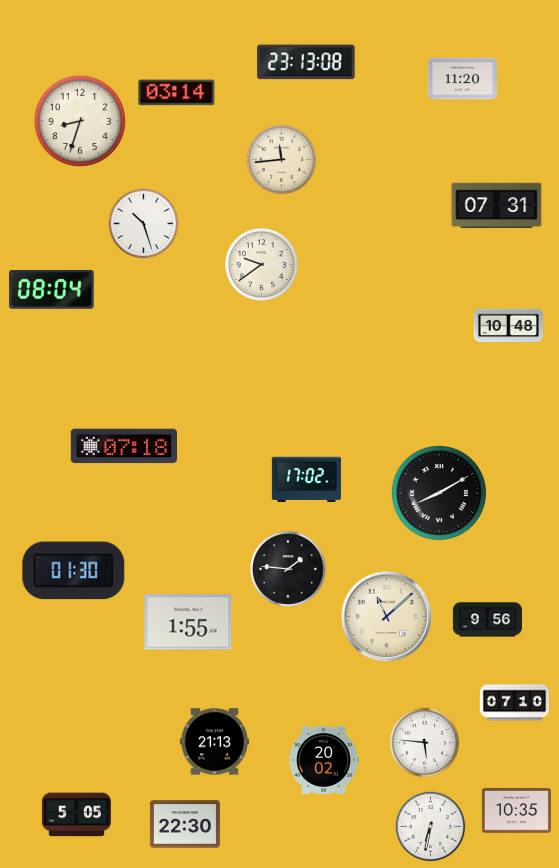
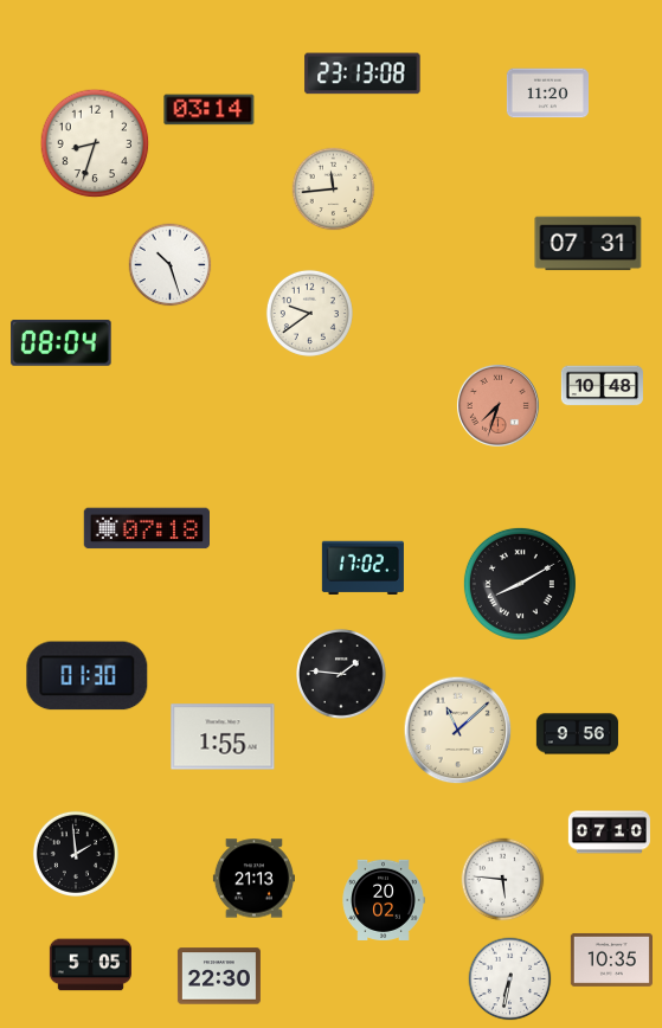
clock at (497, 405): none -> 7:33
clock at (75, 853): none -> 1:59
